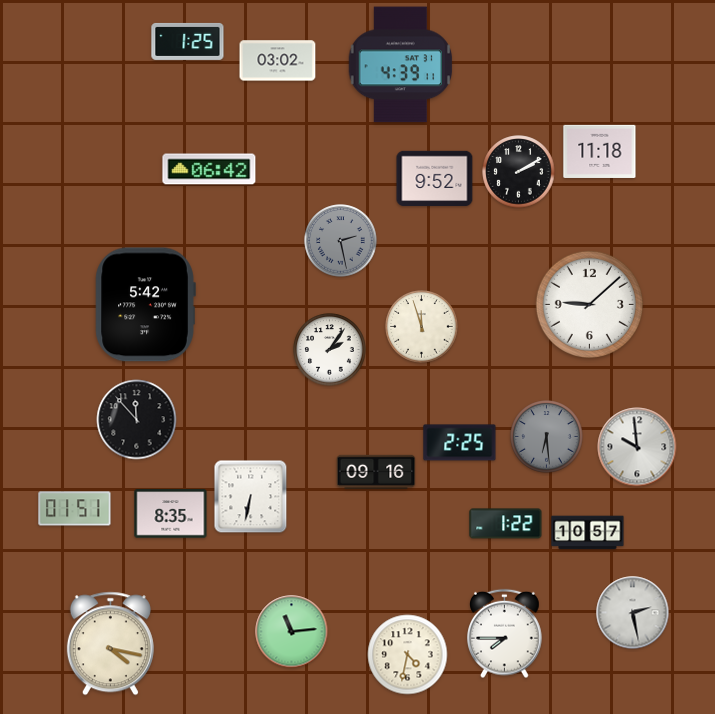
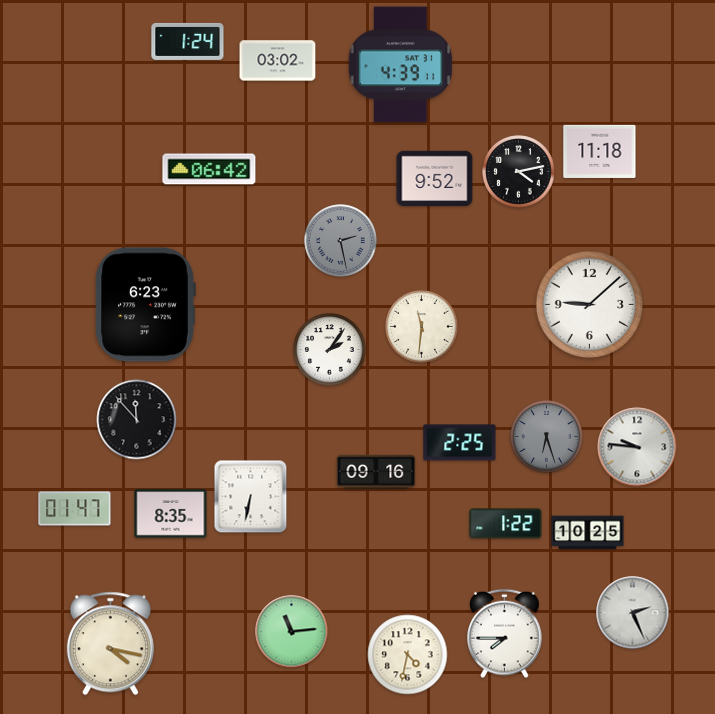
clock at (188, 41): 1:25 -> 1:24
clock at (519, 172): 2:10 -> 4:13
clock at (145, 305): 5:42 -> 6:23
clock at (422, 327): 11:57 -> 11:31
clock at (547, 437): 6:29 -> 6:27
clock at (637, 447): 9:59 -> 9:46
clock at (75, 509): 01:51 -> 01:47
clock at (588, 533): 10:57 -> 10:25
clock at (633, 613): 2:28 -> 2:26
